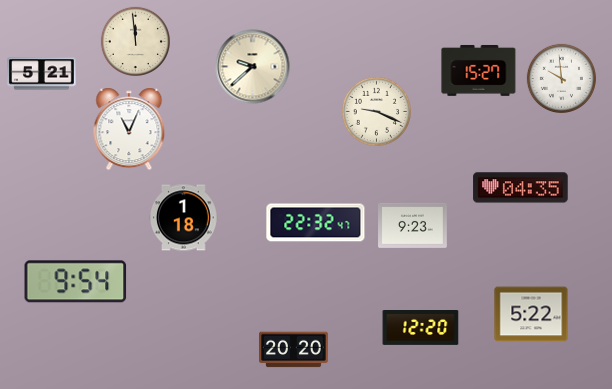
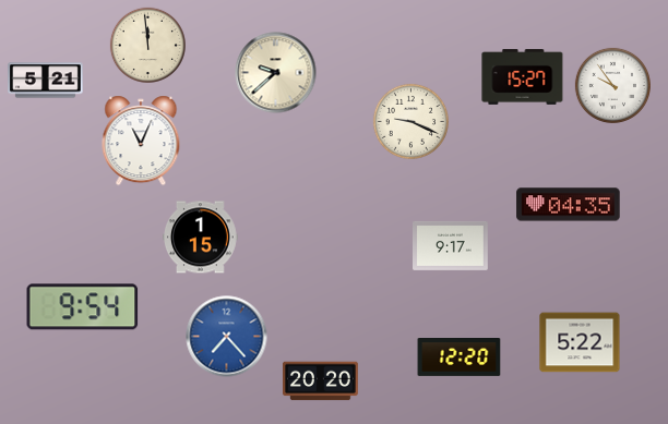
clock at (561, 78): 9:59 -> 9:54
clock at (184, 218): 1:18 -> 1:15
clock at (316, 223): 22:32 -> none
clock at (413, 225): 9:23 -> 9:17
clock at (227, 337): none -> 7:23
